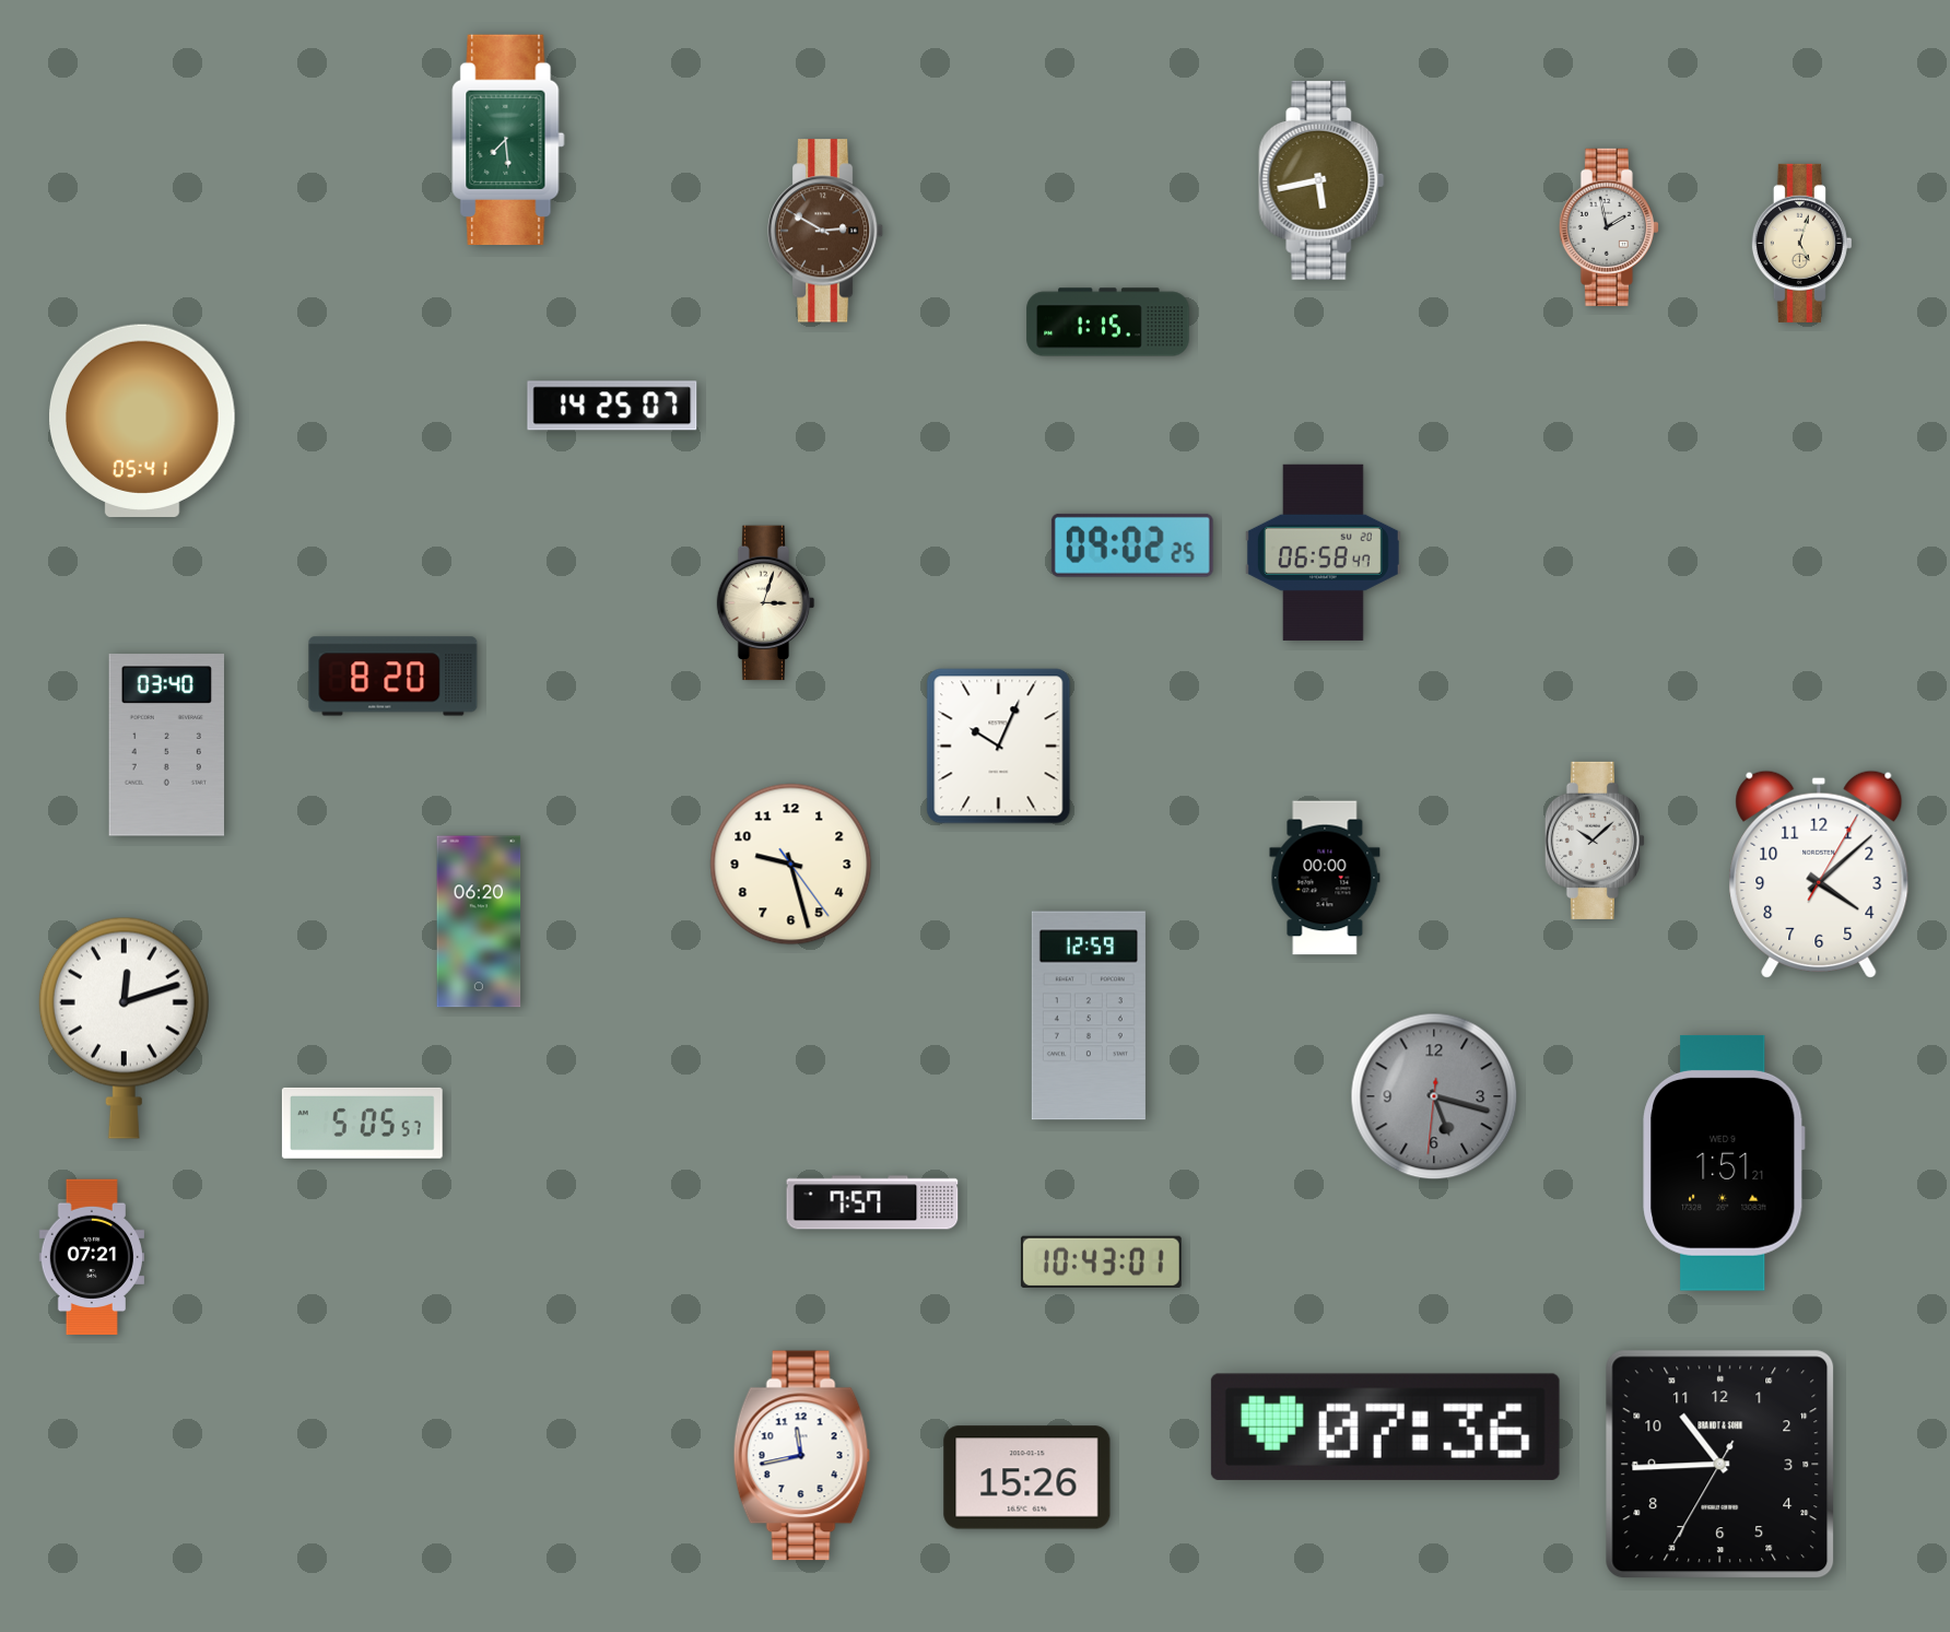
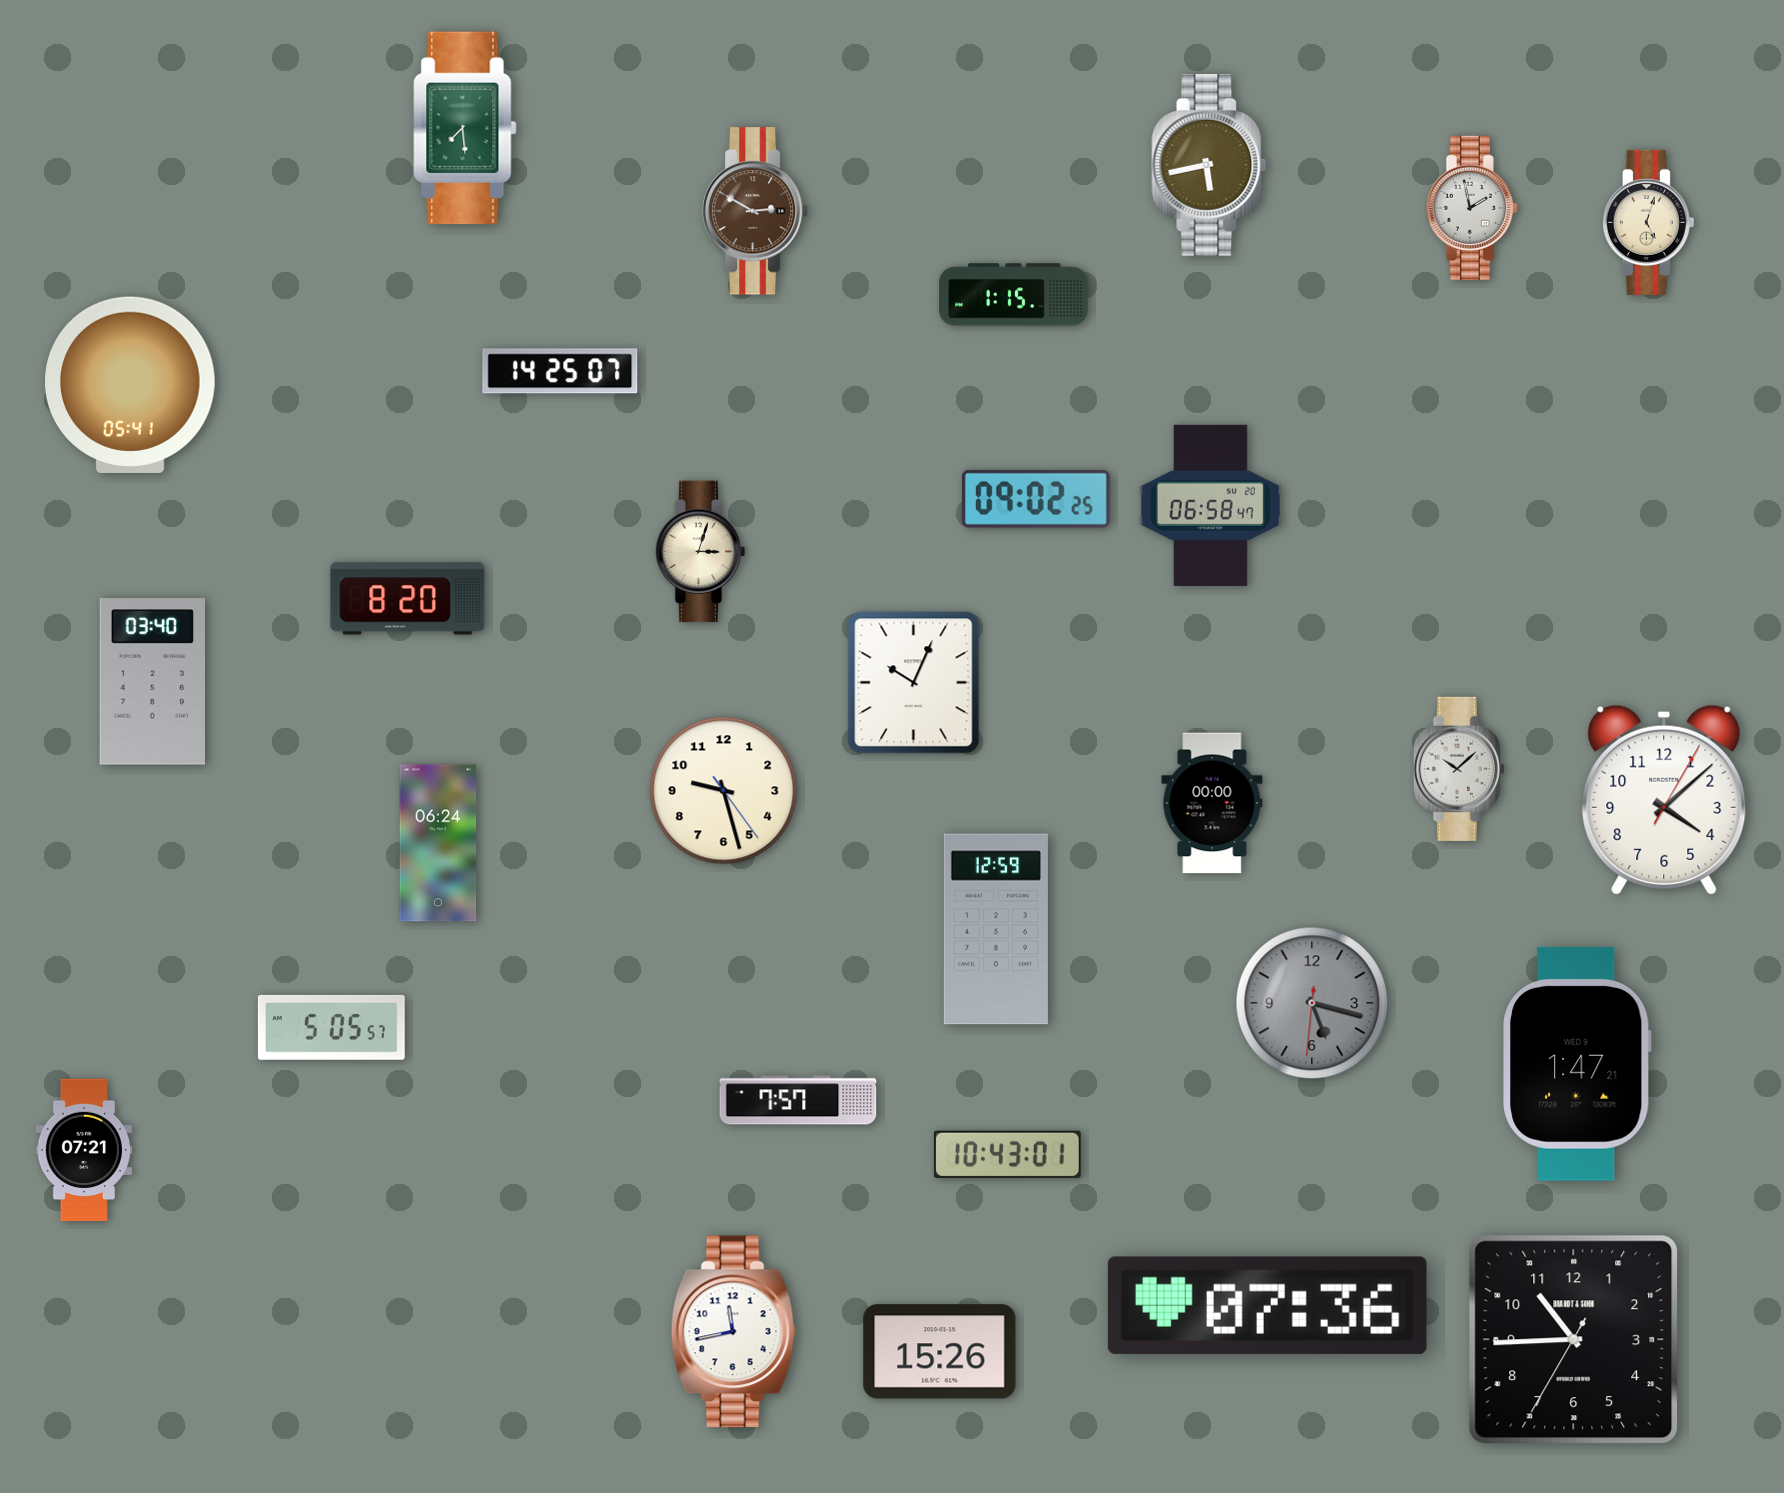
clock at (393, 677) position: (393, 677) -> (408, 599)
clock at (479, 921): 06:20 -> 06:24
clock at (124, 1028): 12:12 -> none
clock at (1724, 1163): 1:51 -> 1:47
